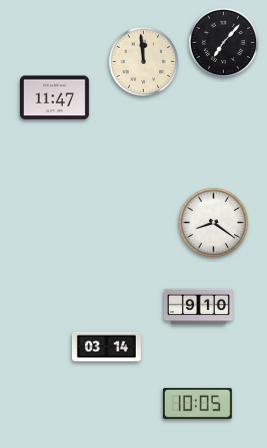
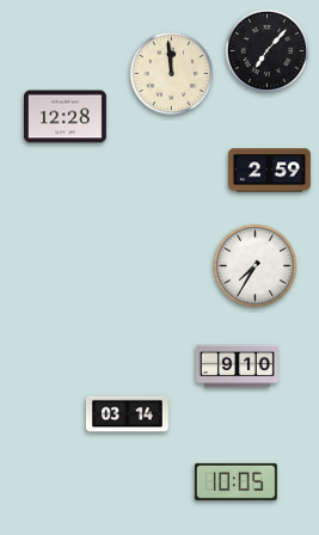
clock at (54, 98): 11:47 -> 12:28
clock at (269, 171): none -> 2:59
clock at (214, 223): 8:21 -> 7:35
